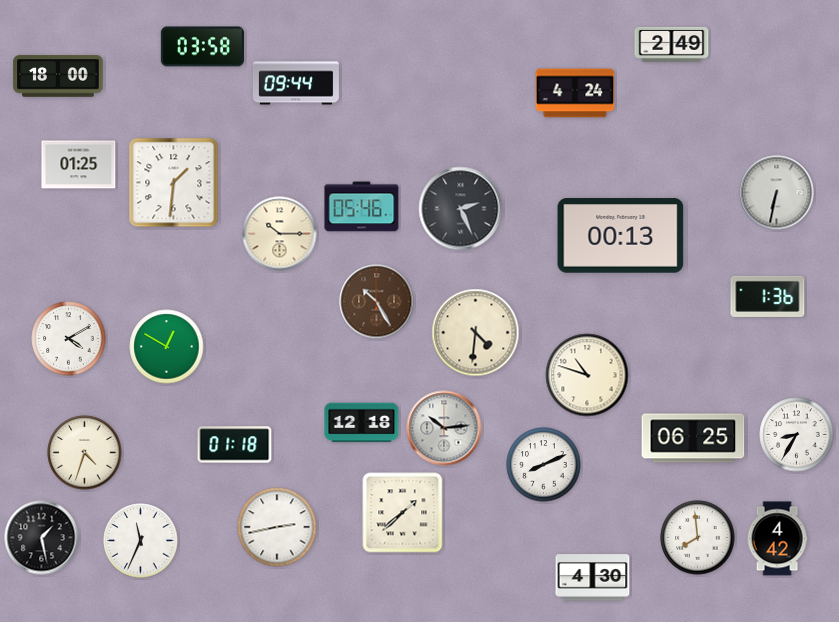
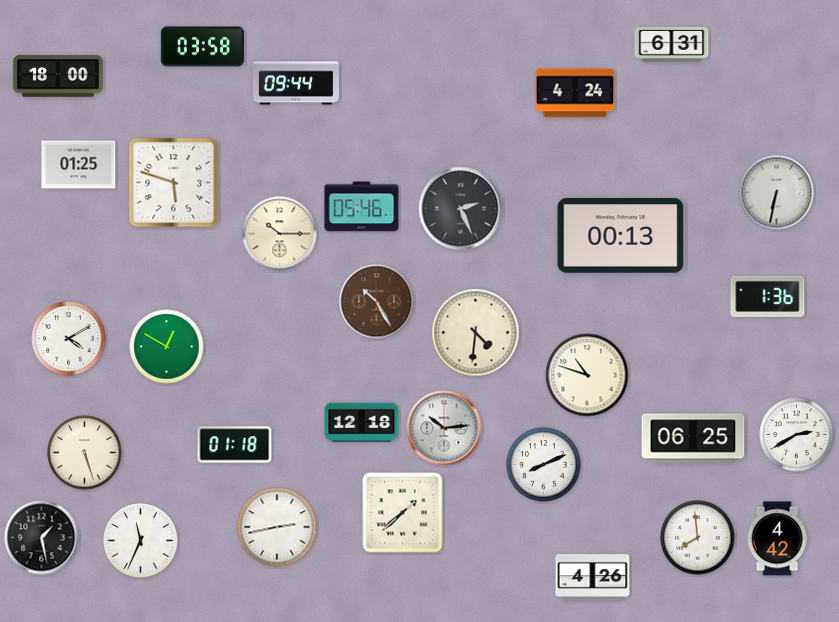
clock at (672, 44): 2:49 -> 6:31
clock at (174, 183): 1:31 -> 5:48
clock at (797, 435): 8:35 -> 2:40
clock at (85, 453): 4:33 -> 5:27
clock at (593, 578): 4:30 -> 4:26
